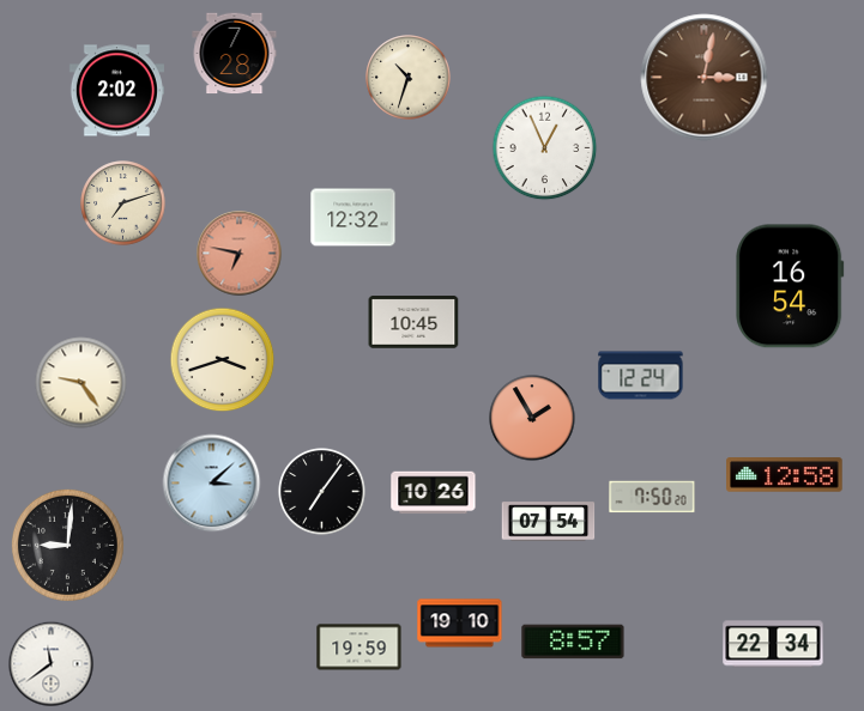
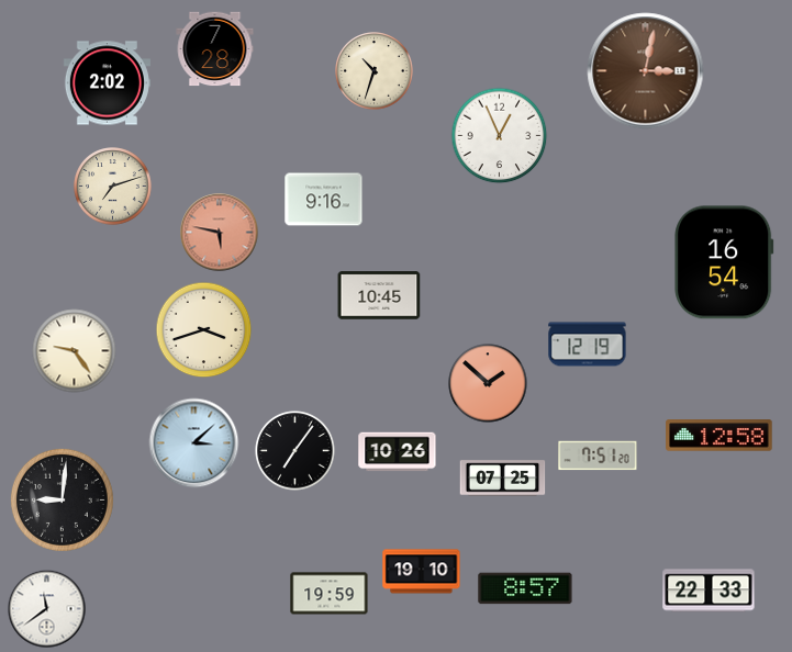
clock at (354, 218): 12:32 -> 9:16
clock at (240, 254): 6:47 -> 5:47
clock at (641, 376): 12:24 -> 12:19
clock at (532, 418): 1:55 -> 1:52
clock at (652, 497): 7:50 -> 7:51
clock at (549, 522): 07:54 -> 07:25
clock at (773, 644): 22:34 -> 22:33
